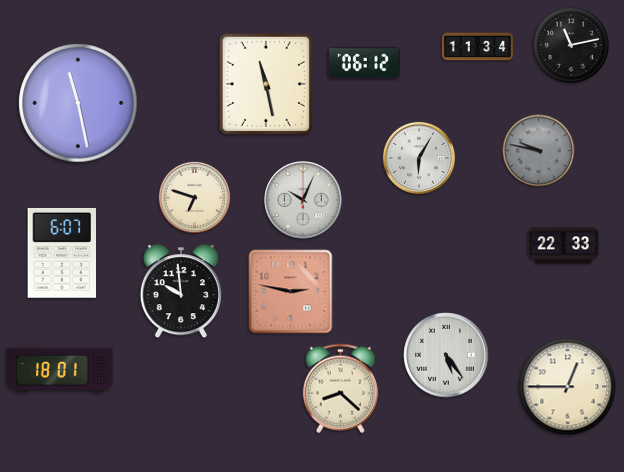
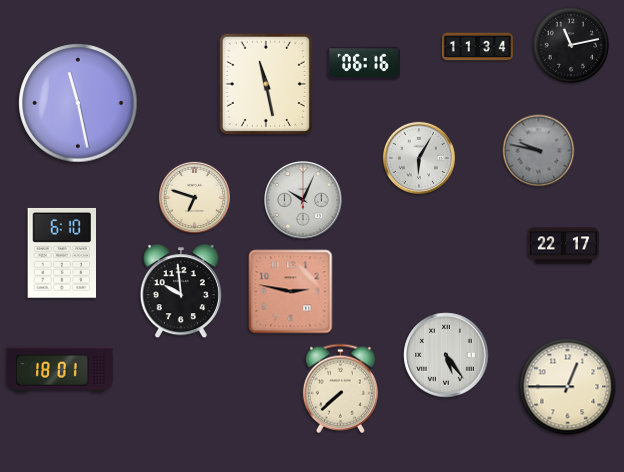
clock at (364, 63): 06:12 -> 06:16
clock at (563, 246): 22:33 -> 22:17
clock at (62, 253): 6:07 -> 6:10
clock at (340, 389): 8:22 -> 7:38
